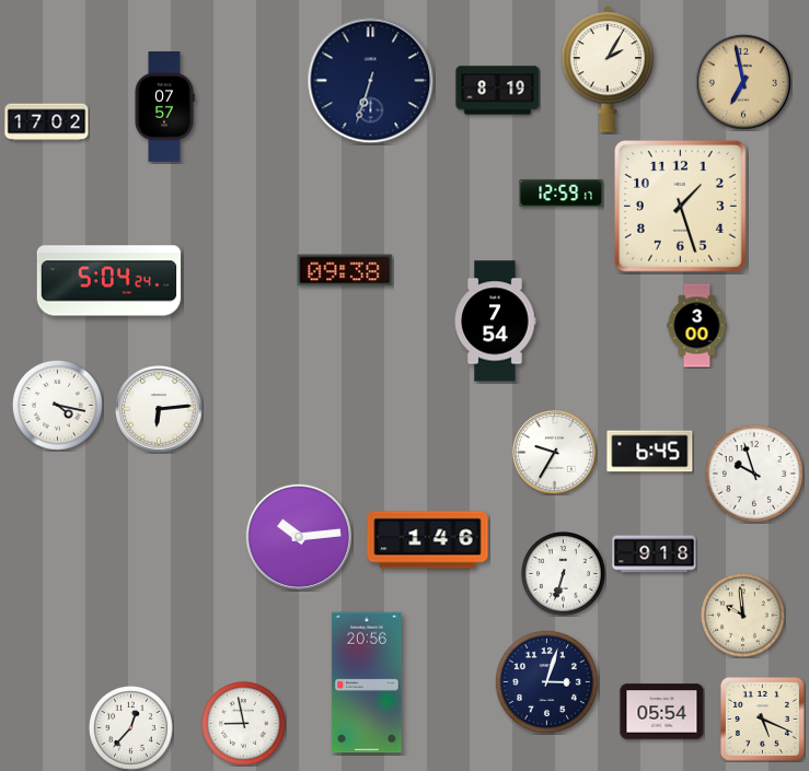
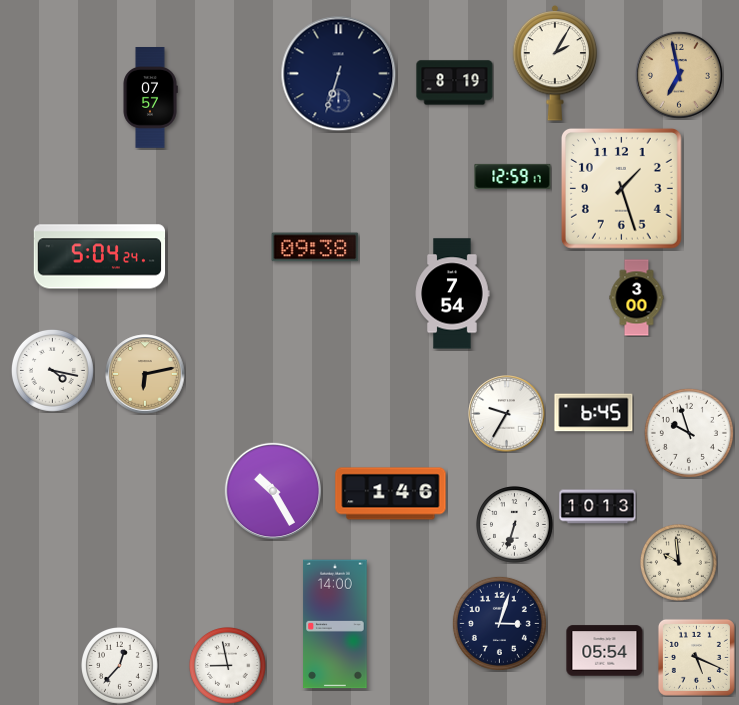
clock at (47, 122): 17:02 -> none
clock at (159, 409): 6:14 -> 6:13
clock at (159, 409) dial: white -> champagne
clock at (298, 536): 10:14 -> 10:25
clock at (655, 554): 9:18 -> 10:13
clock at (367, 682): 20:56 -> 14:00
clock at (244, 724) position: (244, 724) -> (228, 666)
